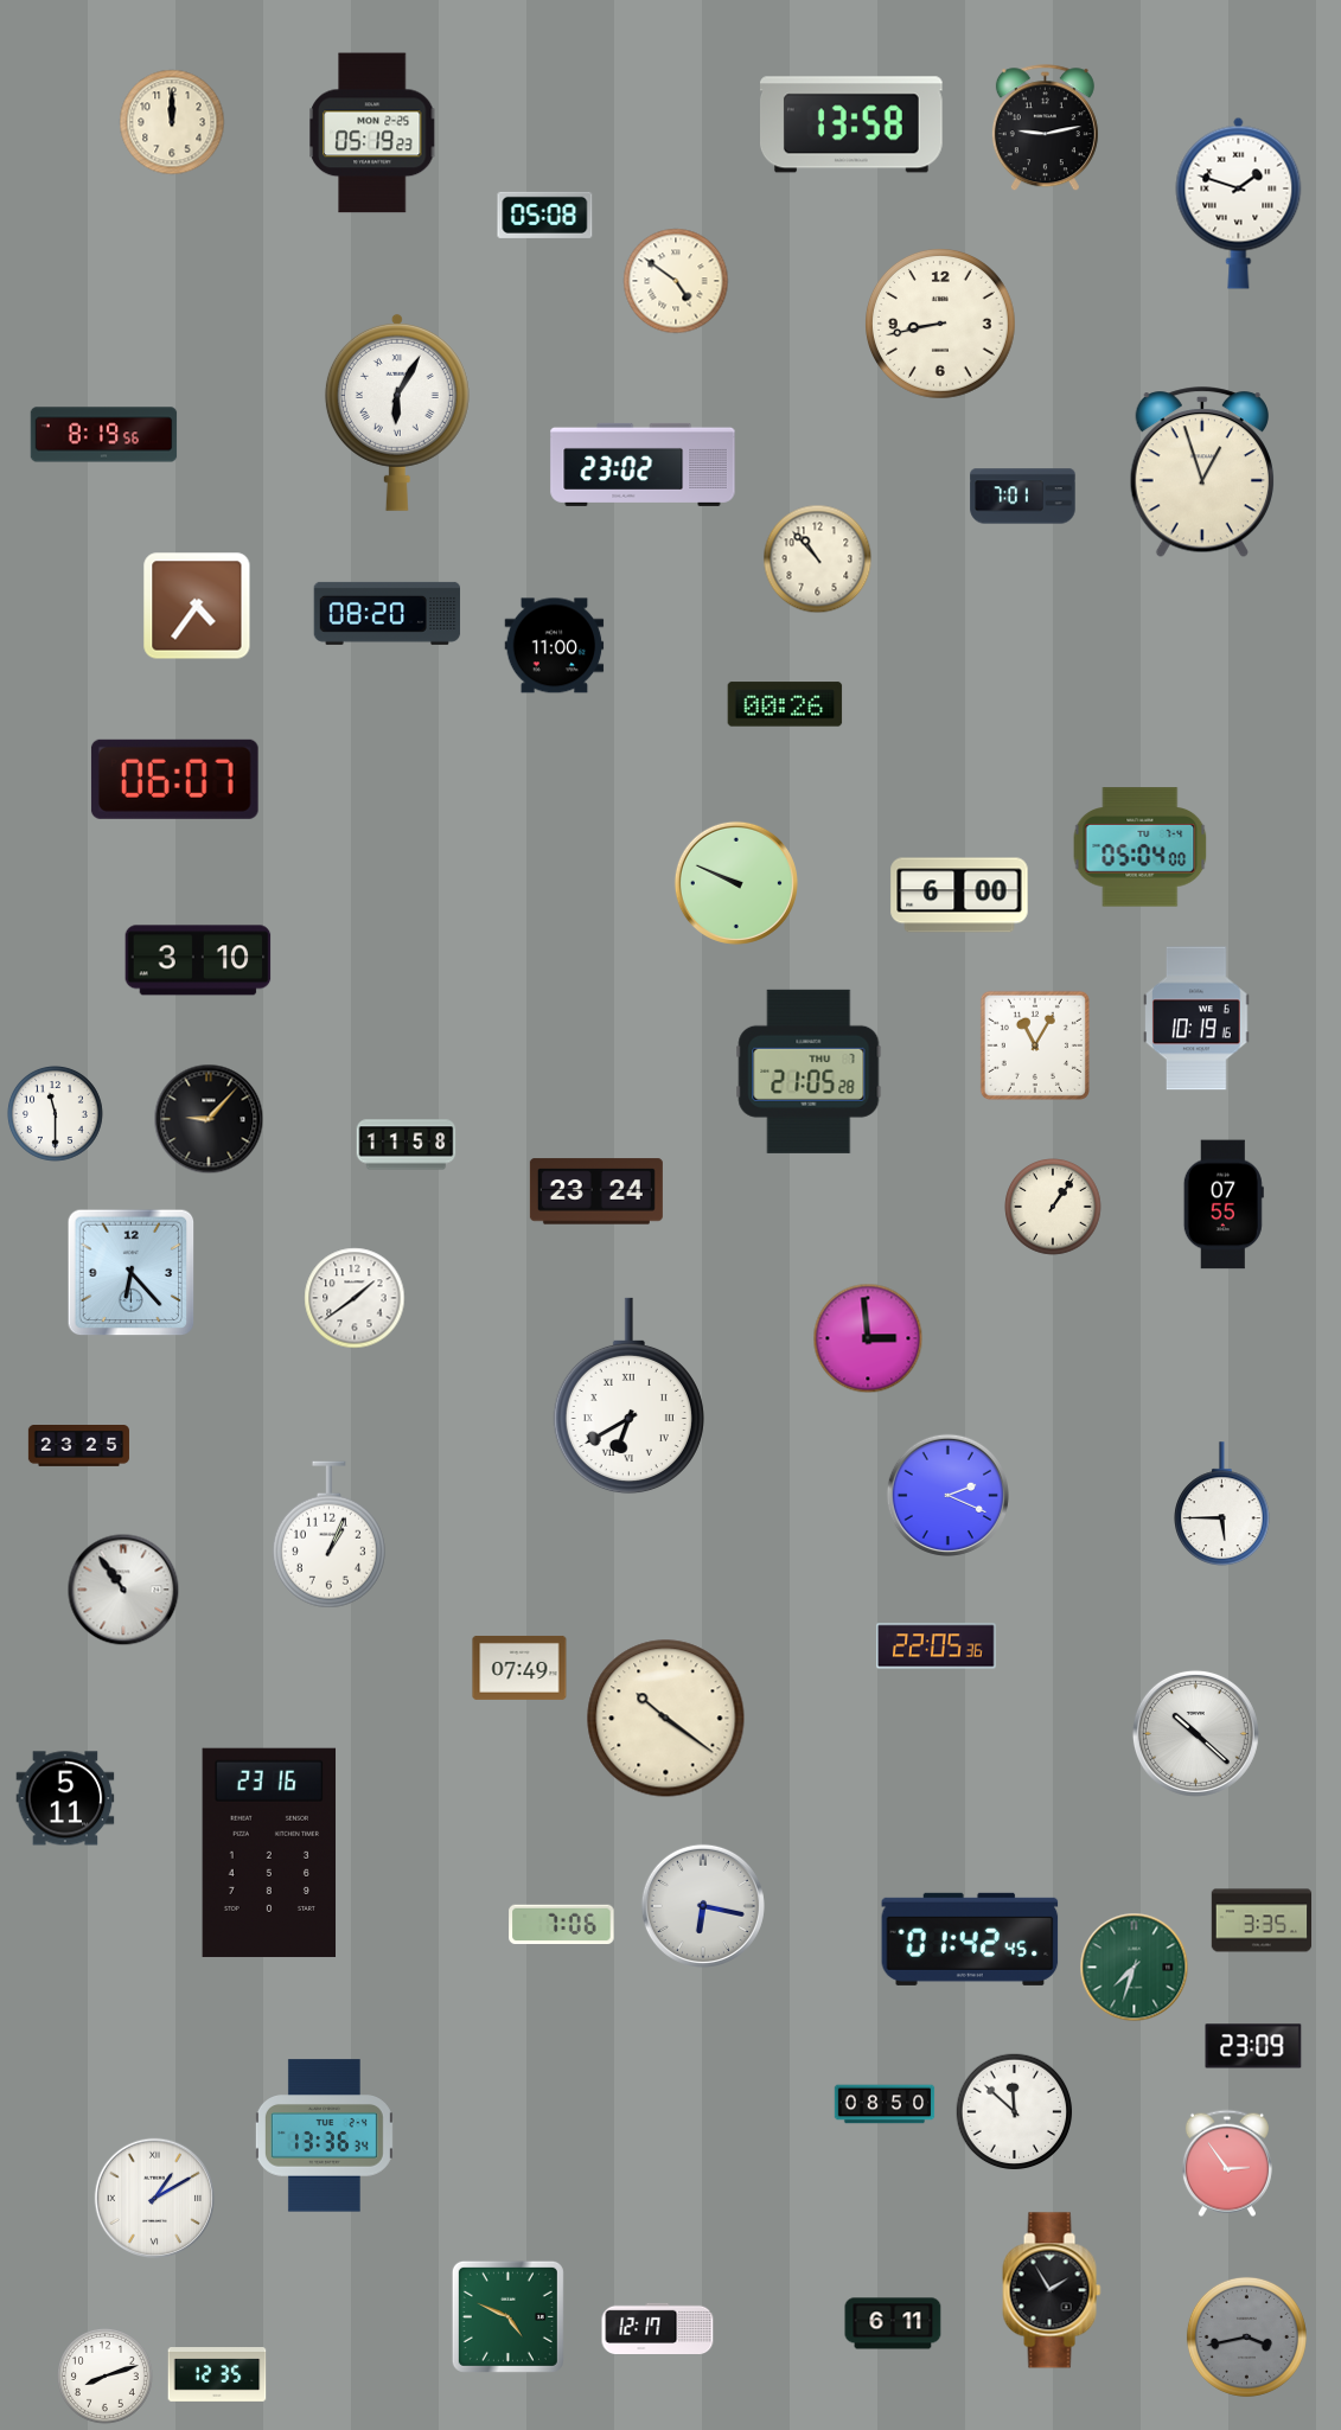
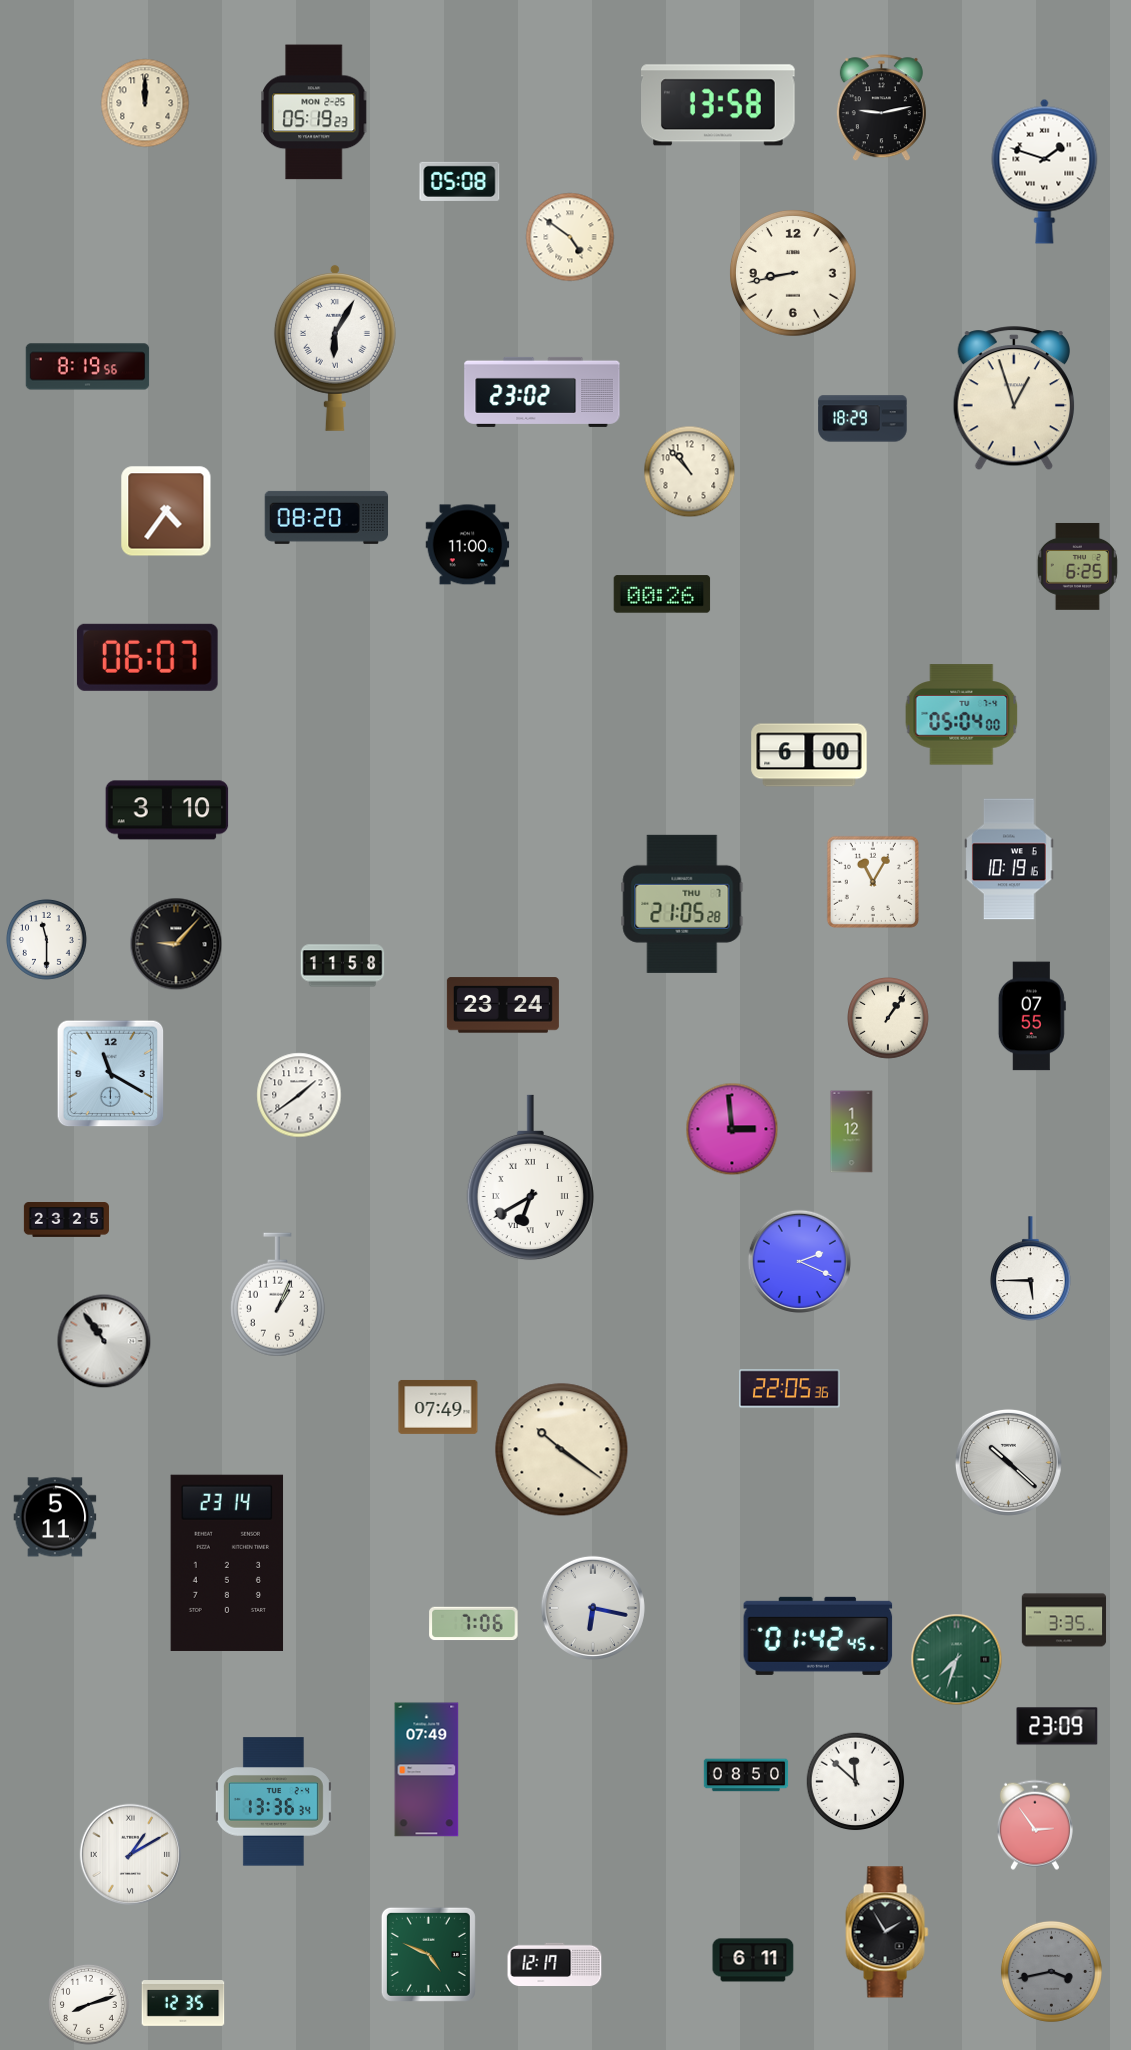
clock at (1023, 497): 7:01 -> 18:29
clock at (1077, 566): none -> 6:25
clock at (736, 883): 9:49 -> none
clock at (132, 1273): 6:23 -> 11:20
clock at (852, 1132): none -> 1:12
clock at (269, 1853): 23:16 -> 23:14
clock at (427, 1770): none -> 07:49
